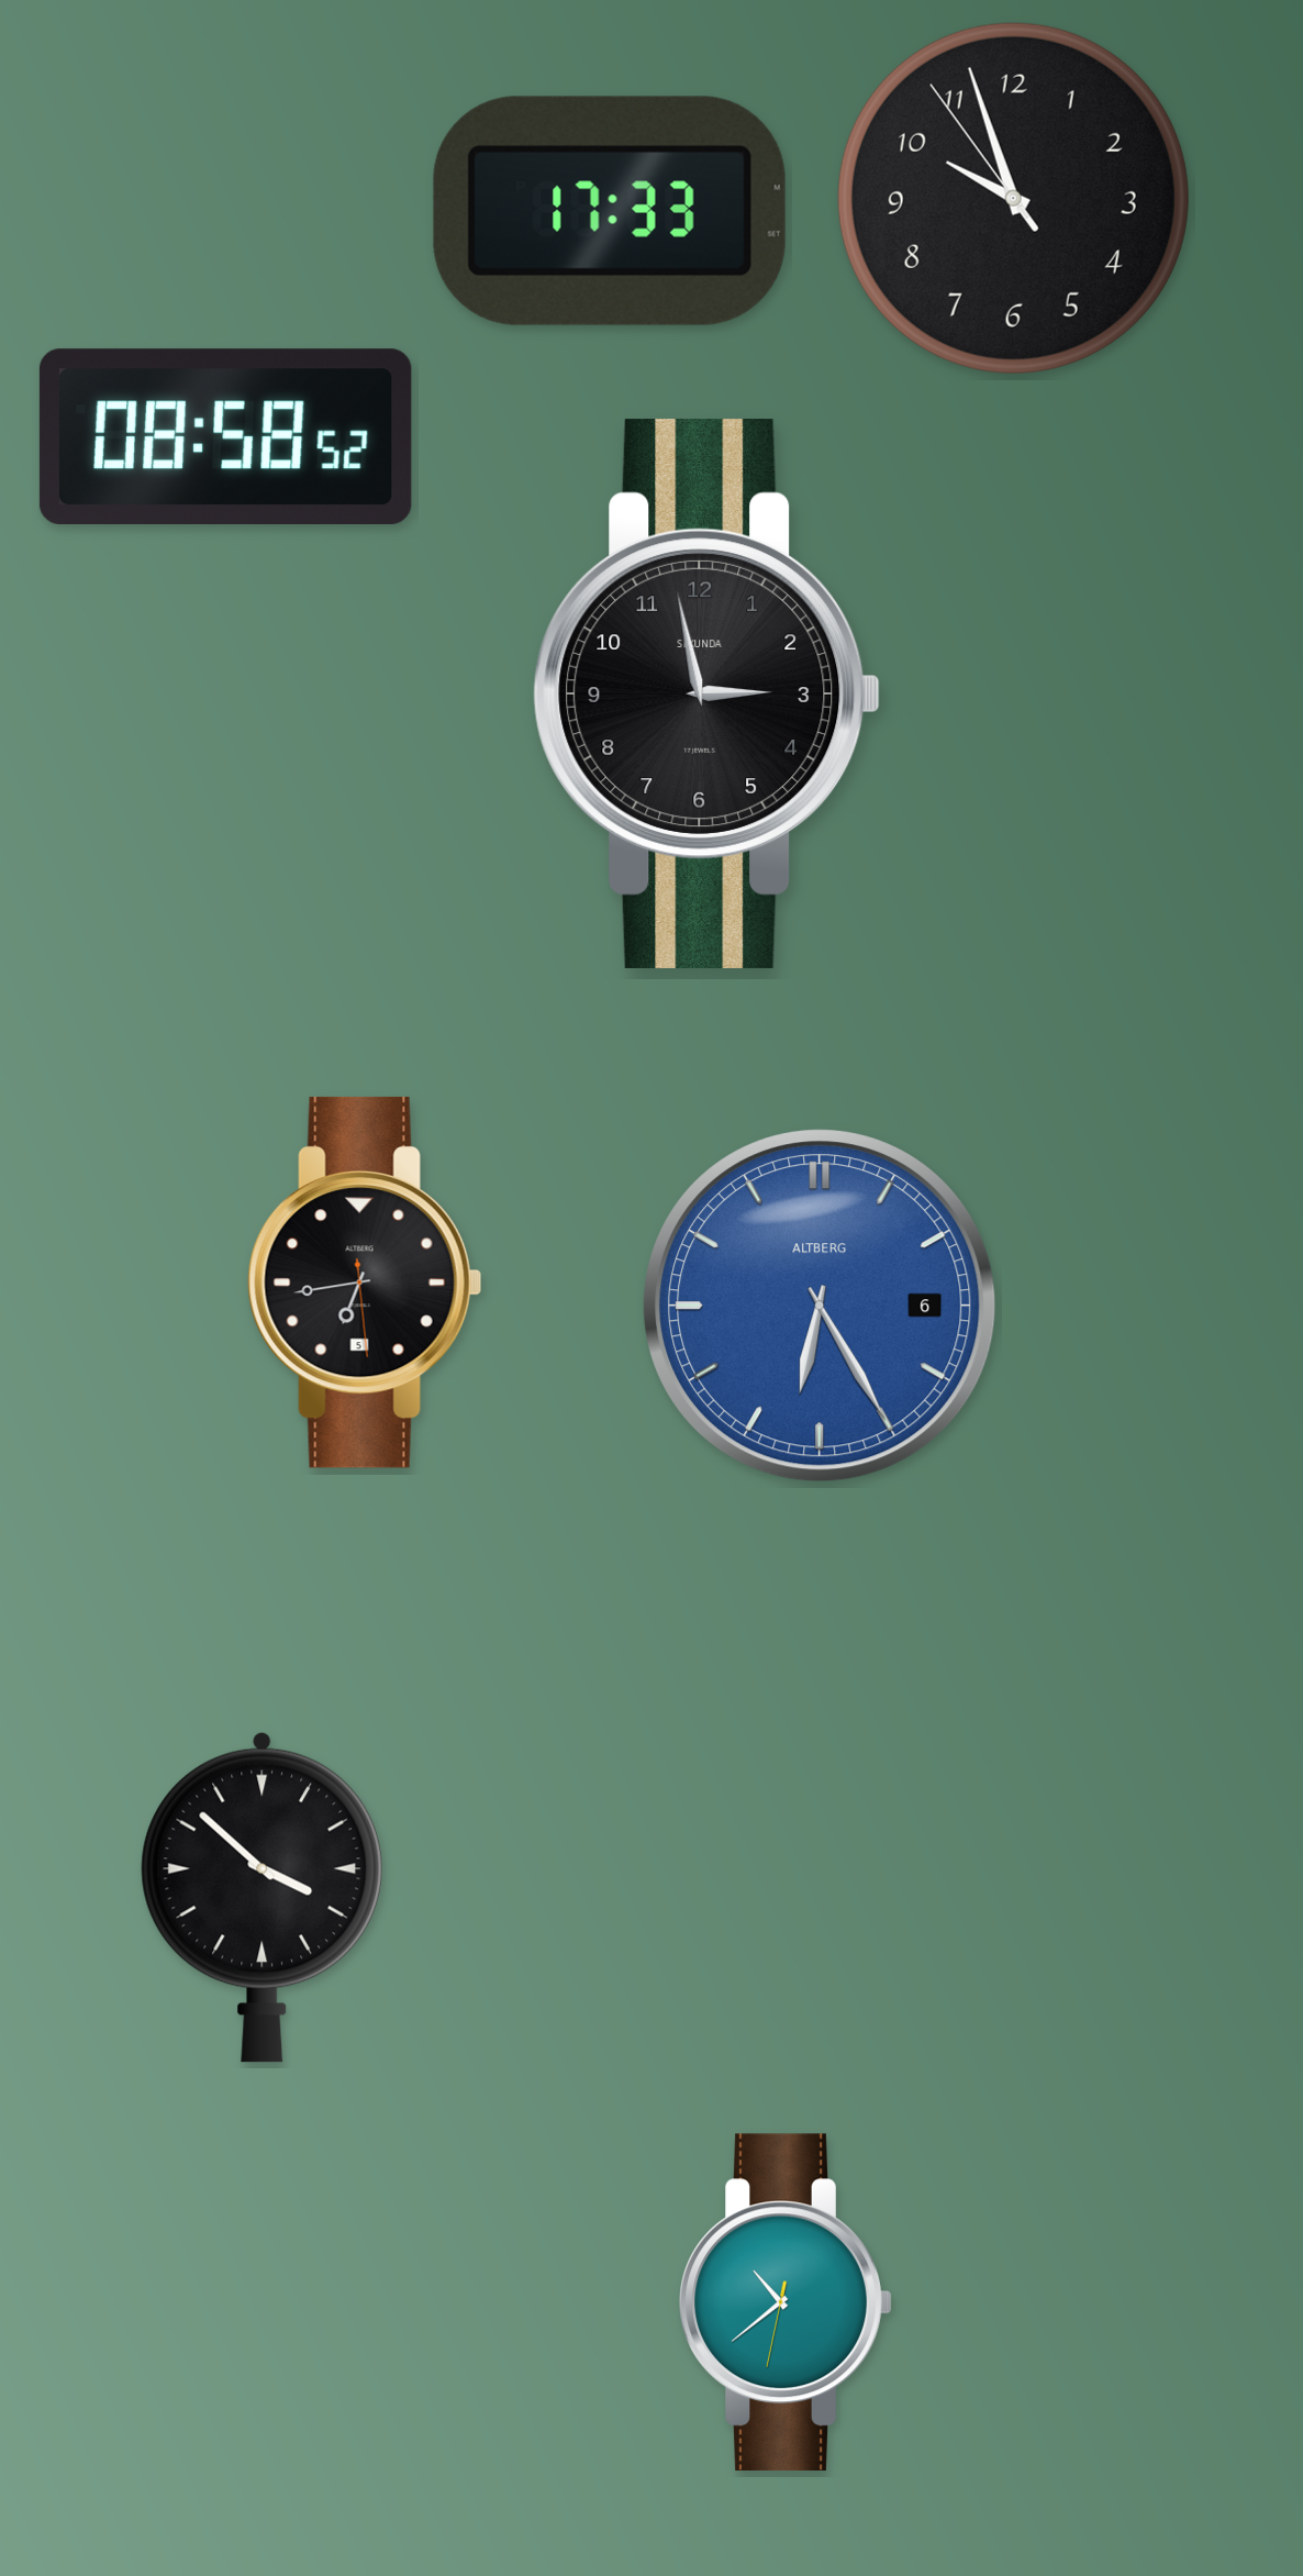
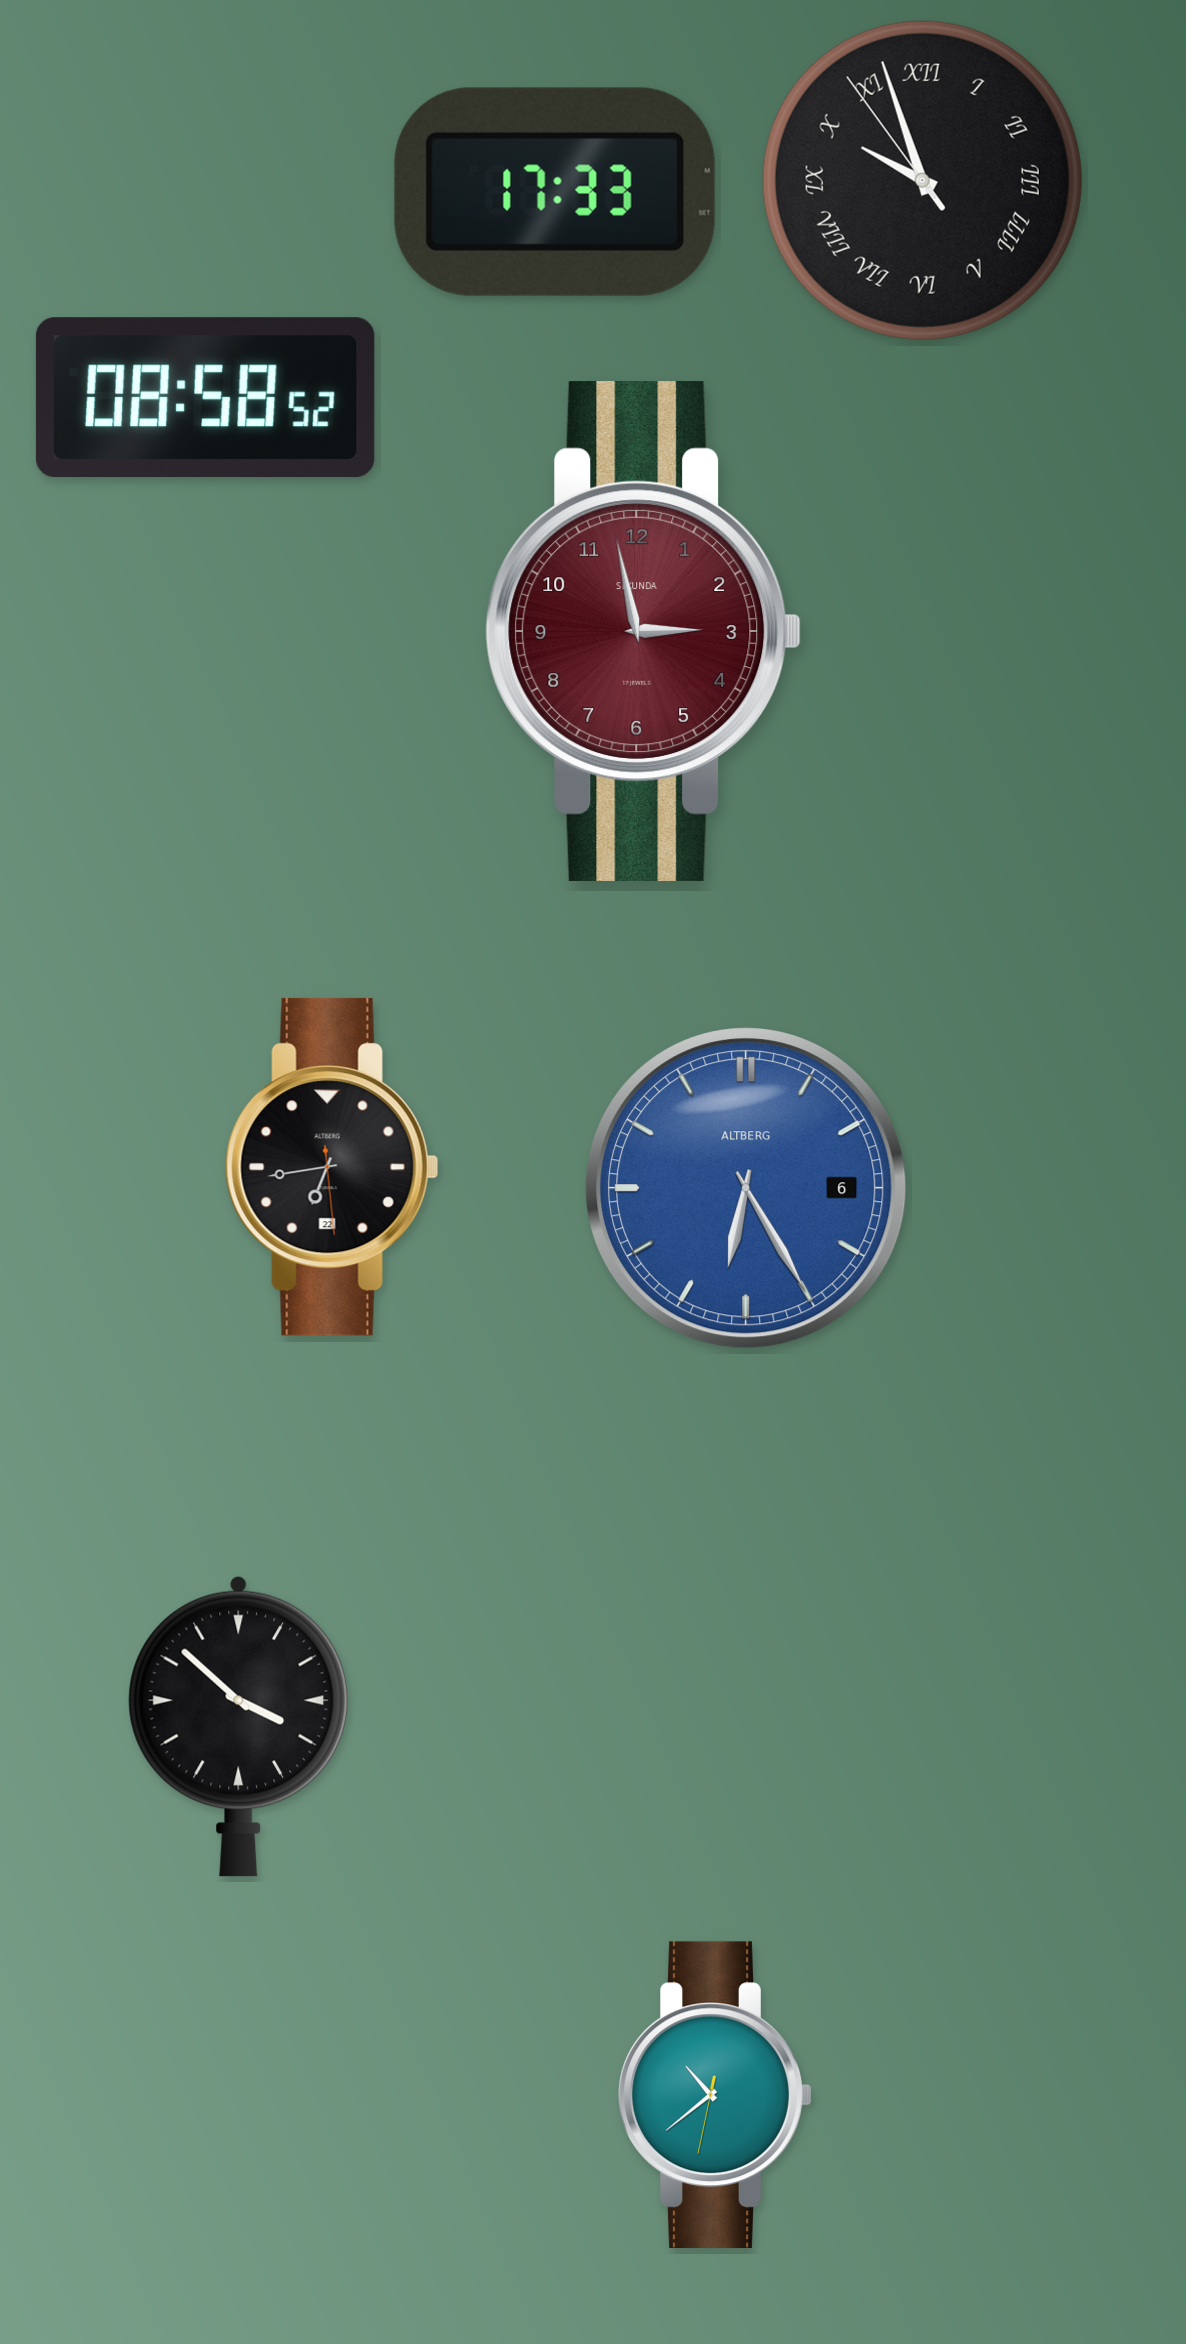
clock at (1013, 198) numerals: Arabic -> Roman
clock at (706, 693) dial: black -> burgundy
clock at (365, 1283) date: 5 -> 22
